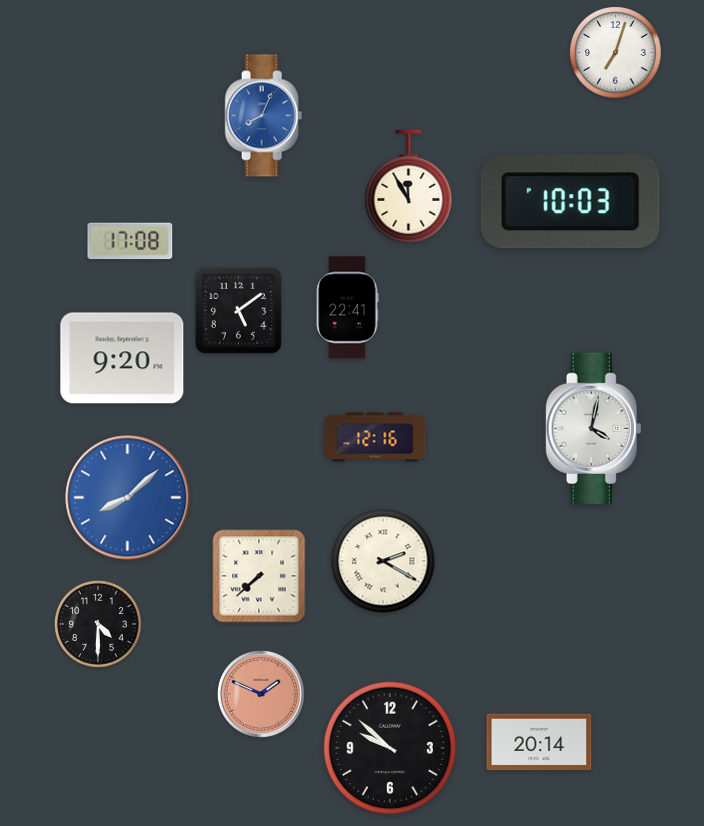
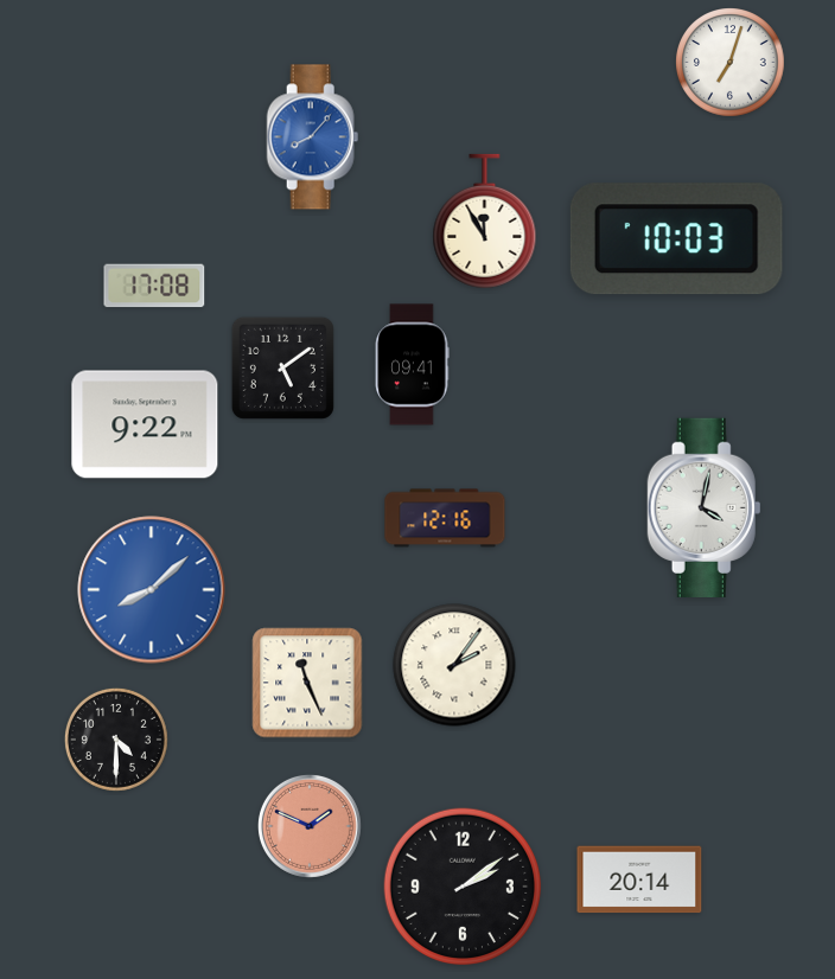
clock at (264, 116): 8:04 -> 8:07
clock at (347, 308): 22:41 -> 09:41
clock at (122, 358): 9:20 -> 9:22
clock at (383, 561): 2:20 -> 2:06
clock at (259, 576): 7:38 -> 11:26
clock at (261, 694) position: (261, 694) -> (310, 826)
clock at (390, 748): 9:52 -> 2:09
